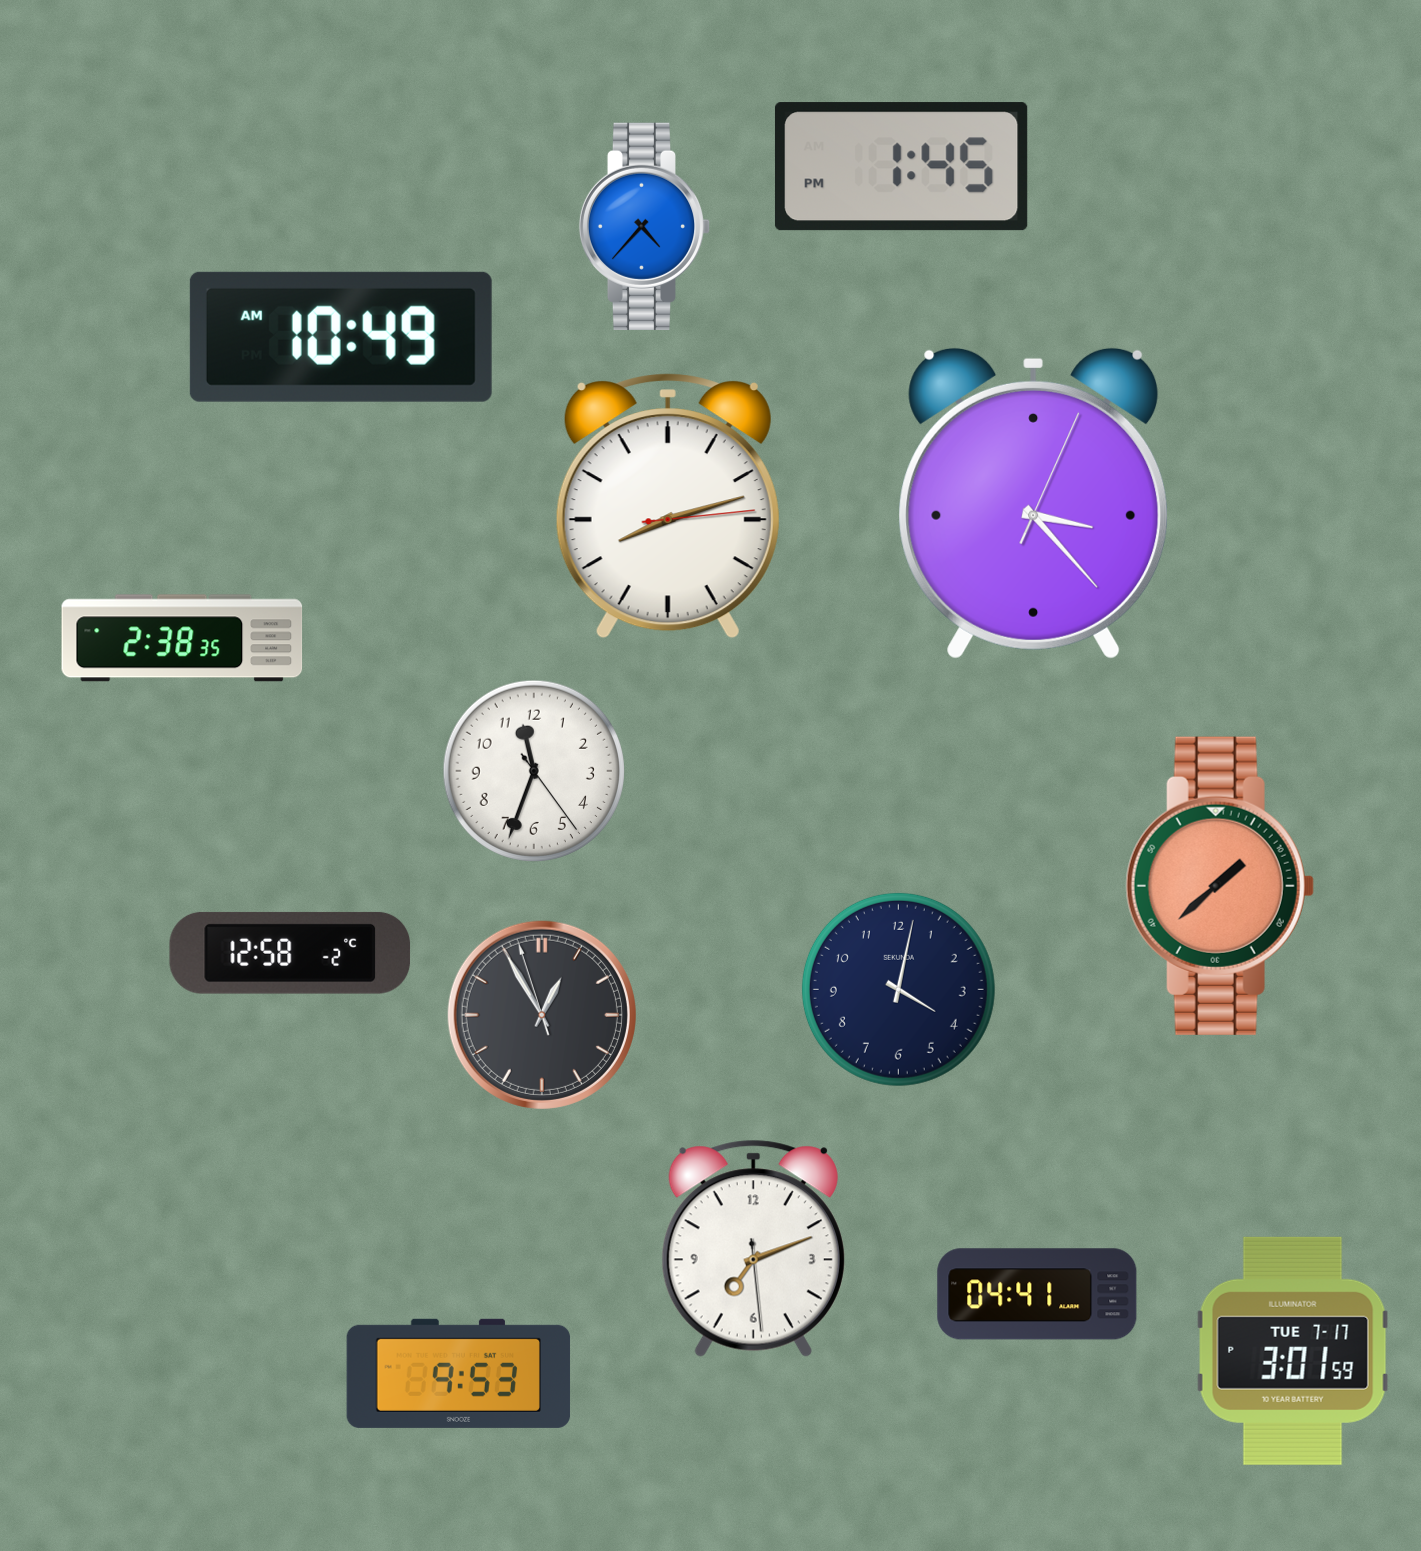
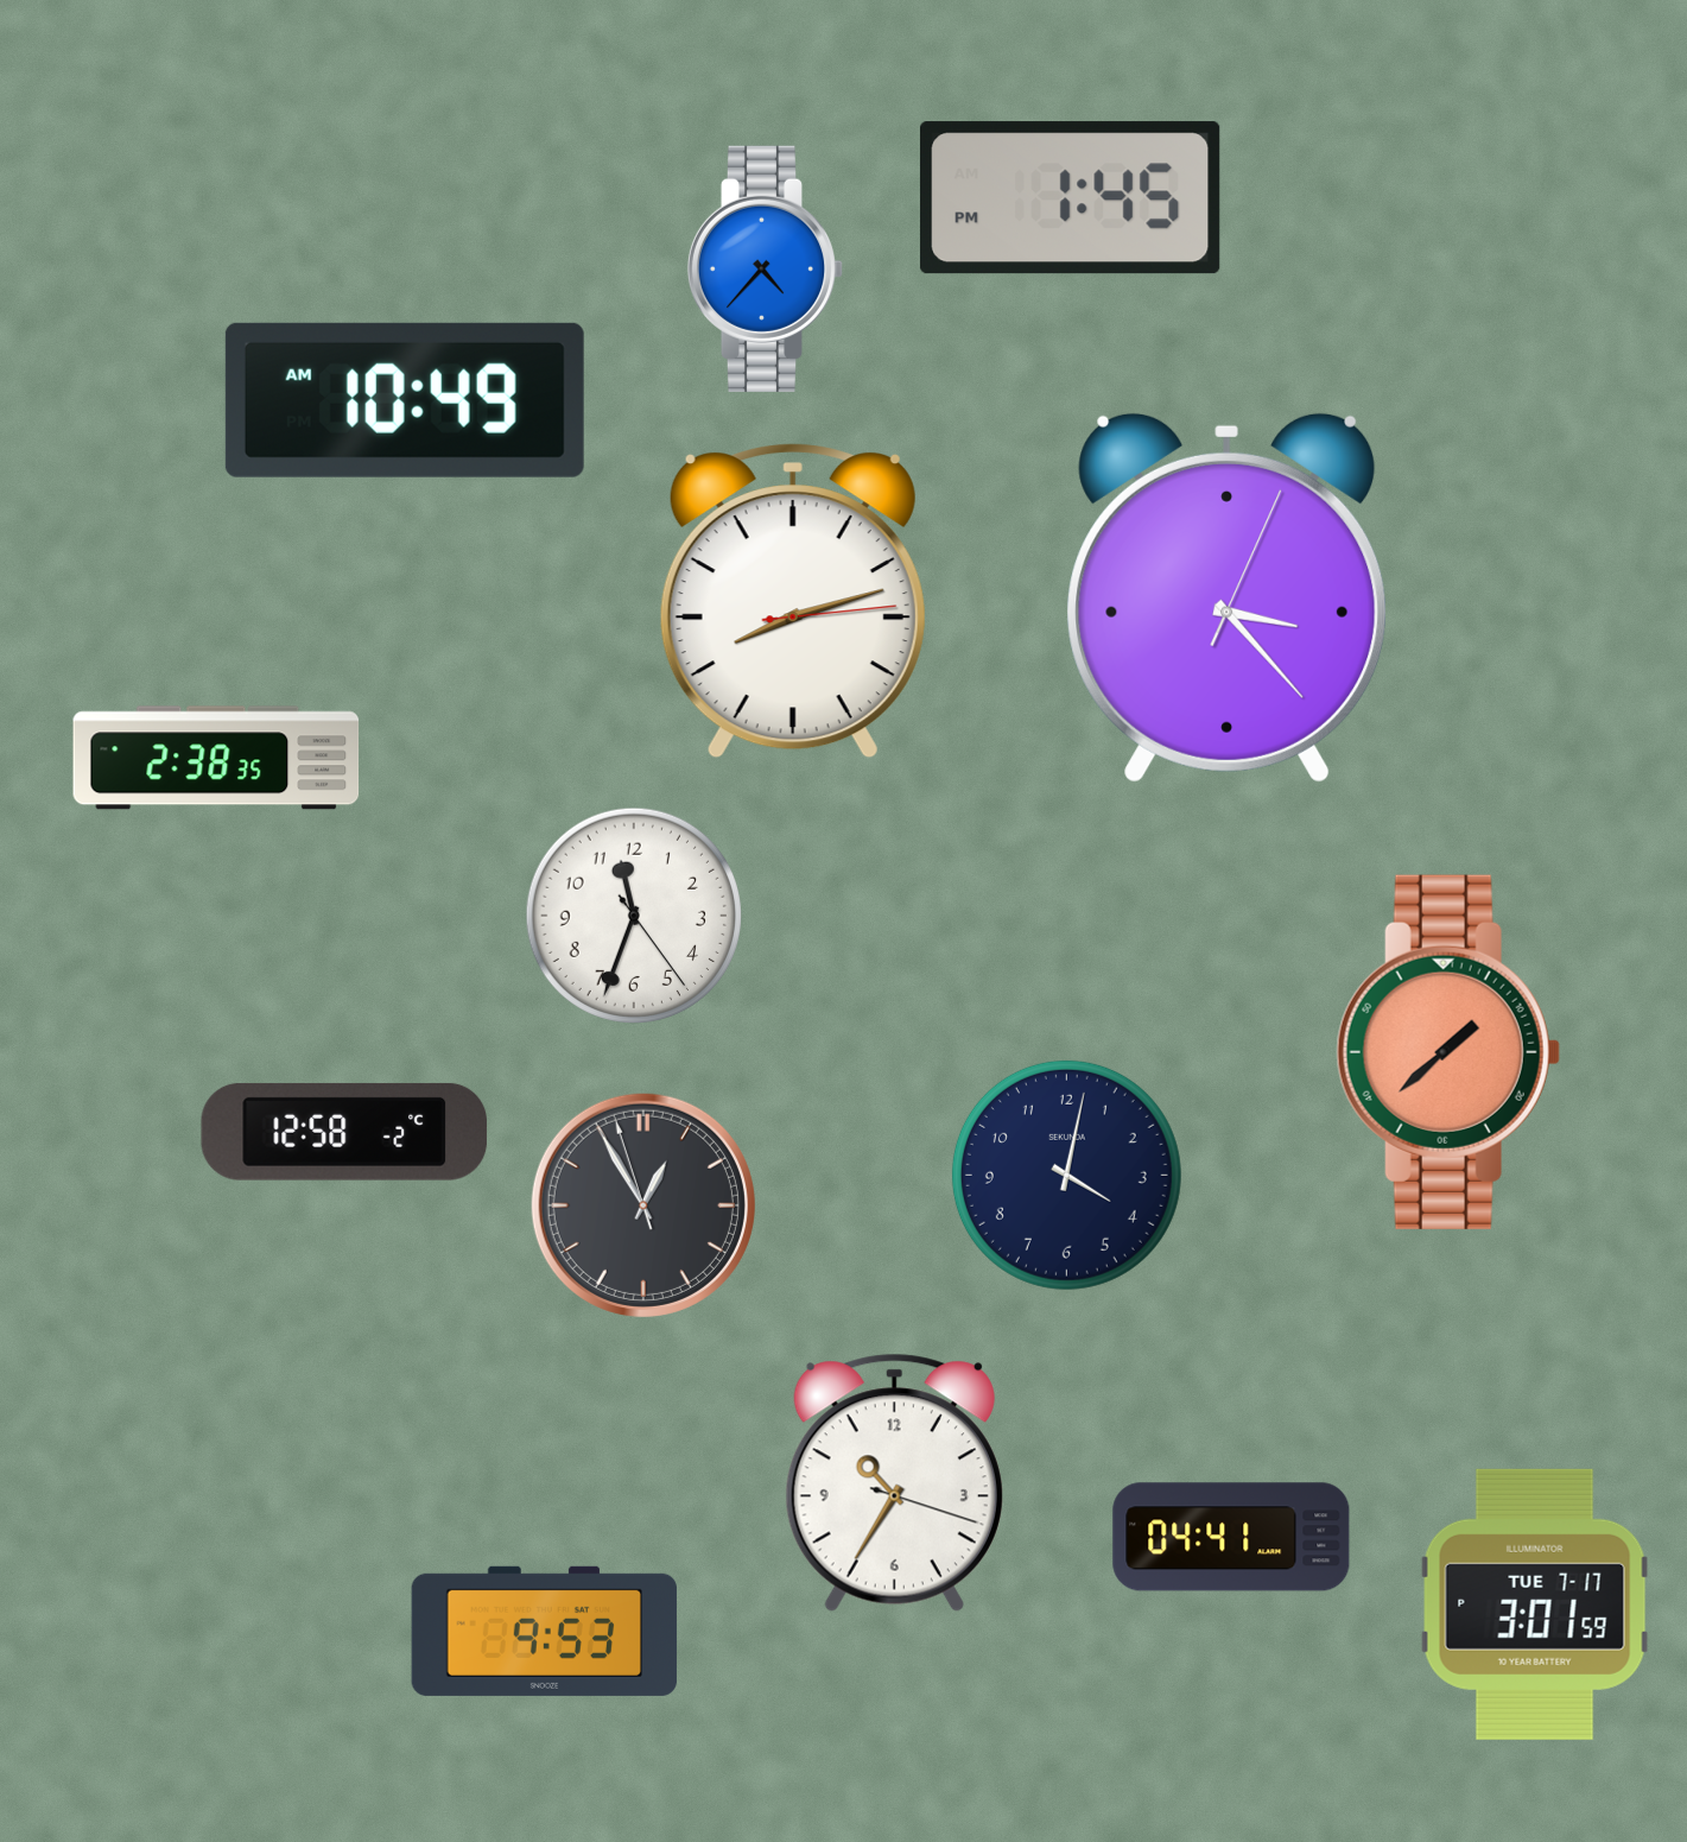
clock at (753, 1248): 7:11 -> 10:35
